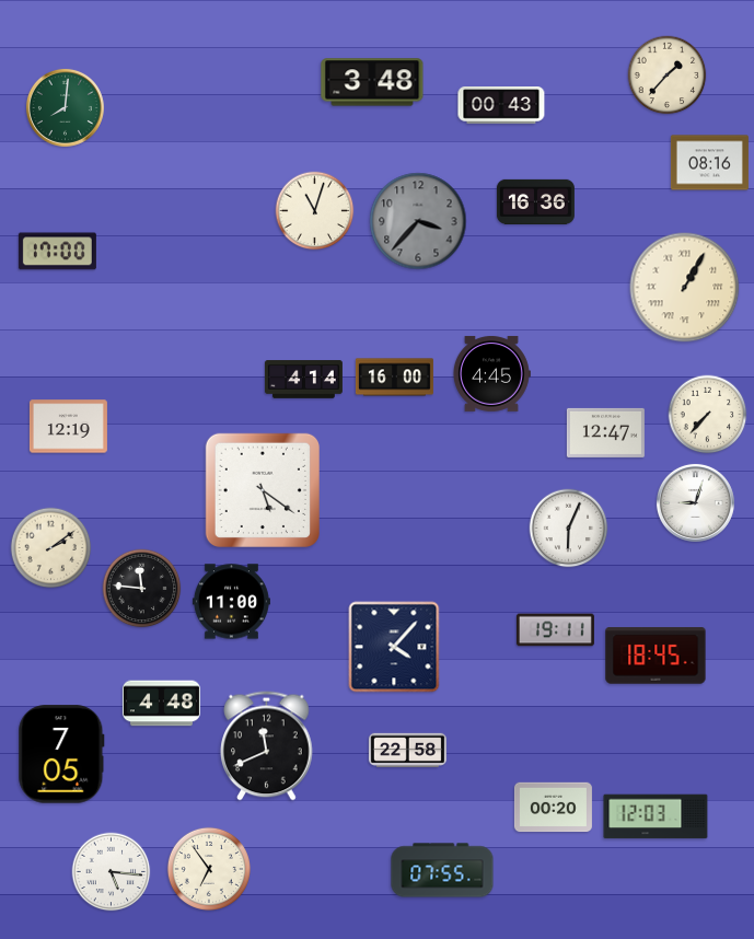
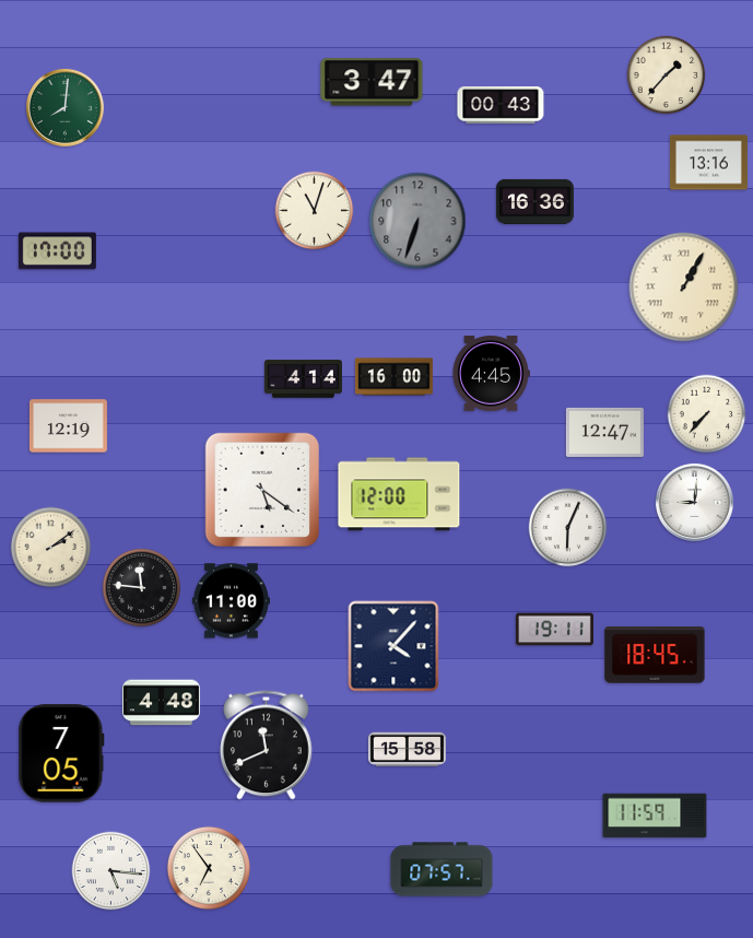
clock at (372, 82): 3:48 -> 3:47
clock at (709, 163): 08:16 -> 13:16
clock at (418, 221): 3:37 -> 6:33
clock at (399, 494): none -> 12:00
clock at (695, 502): 9:03 -> 9:01
clock at (407, 750): 22:58 -> 15:58
clock at (553, 808): 00:20 -> none
clock at (656, 816): 12:03 -> 11:59
clock at (442, 870): 07:55 -> 07:57
